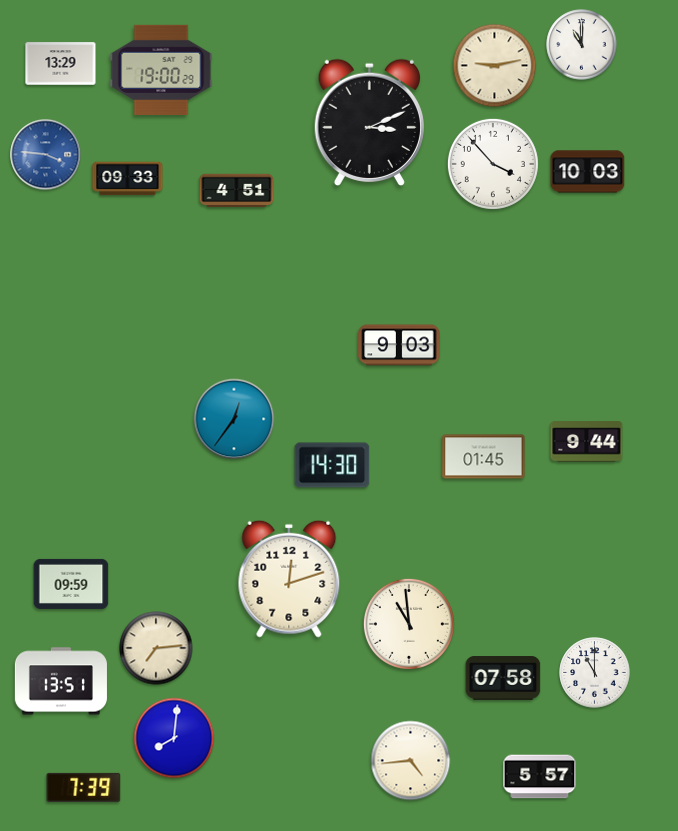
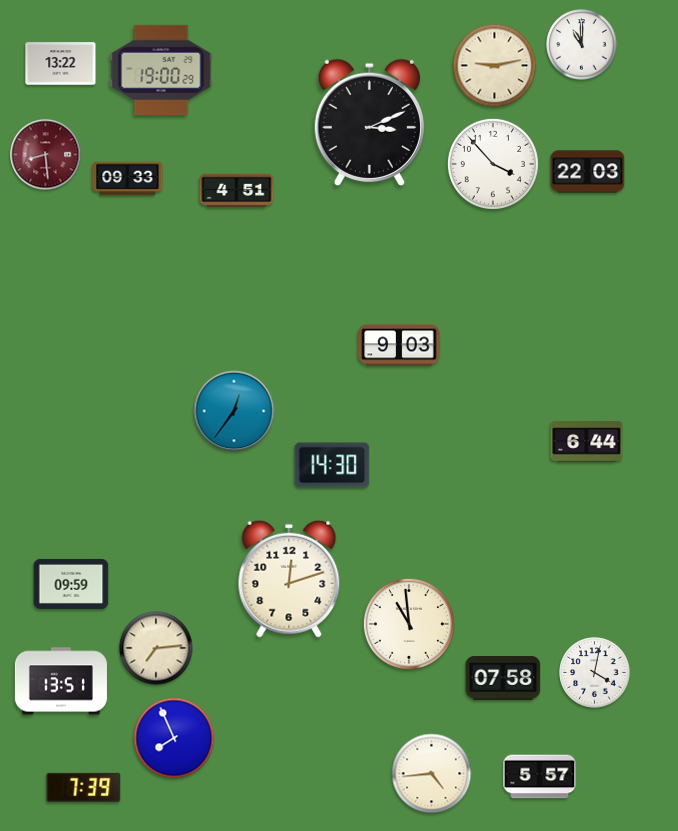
clock at (61, 64): 13:29 -> 13:22
clock at (46, 155): 3:46 -> 8:29
clock at (46, 155) dial: blue -> burgundy
clock at (588, 172): 10:03 -> 22:03
clock at (234, 419) position: (234, 419) -> (234, 411)
clock at (587, 442): 9:44 -> 6:44
clock at (484, 457): 01:45 -> none
clock at (595, 673): 11:00 -> 4:02
clock at (174, 738): 8:01 -> 7:56
clock at (411, 761) position: (411, 761) -> (432, 774)
